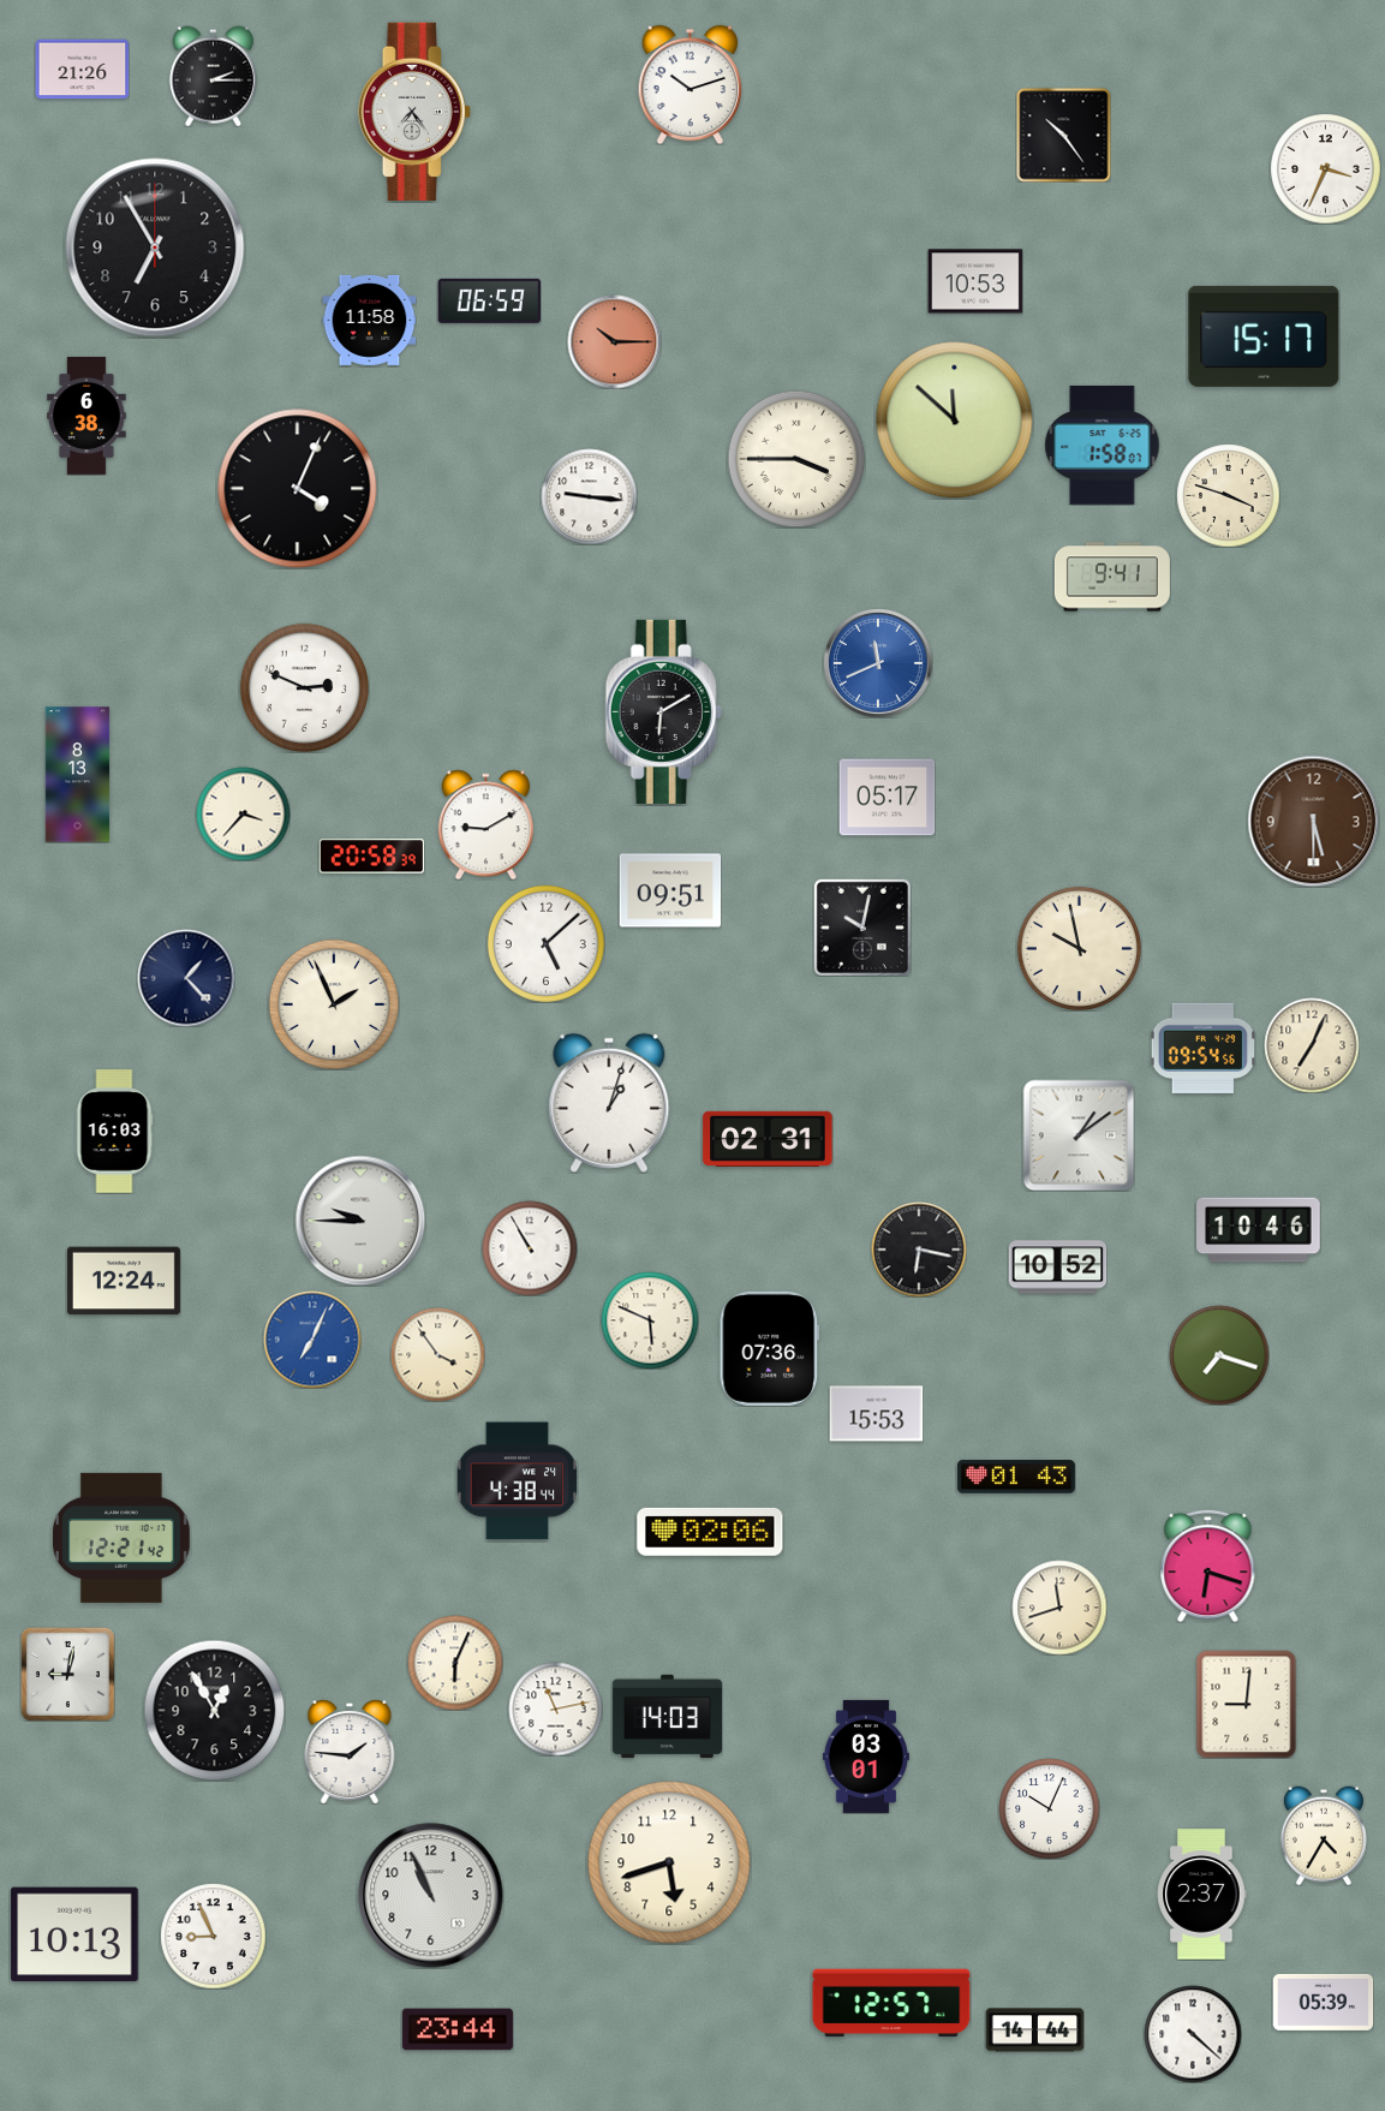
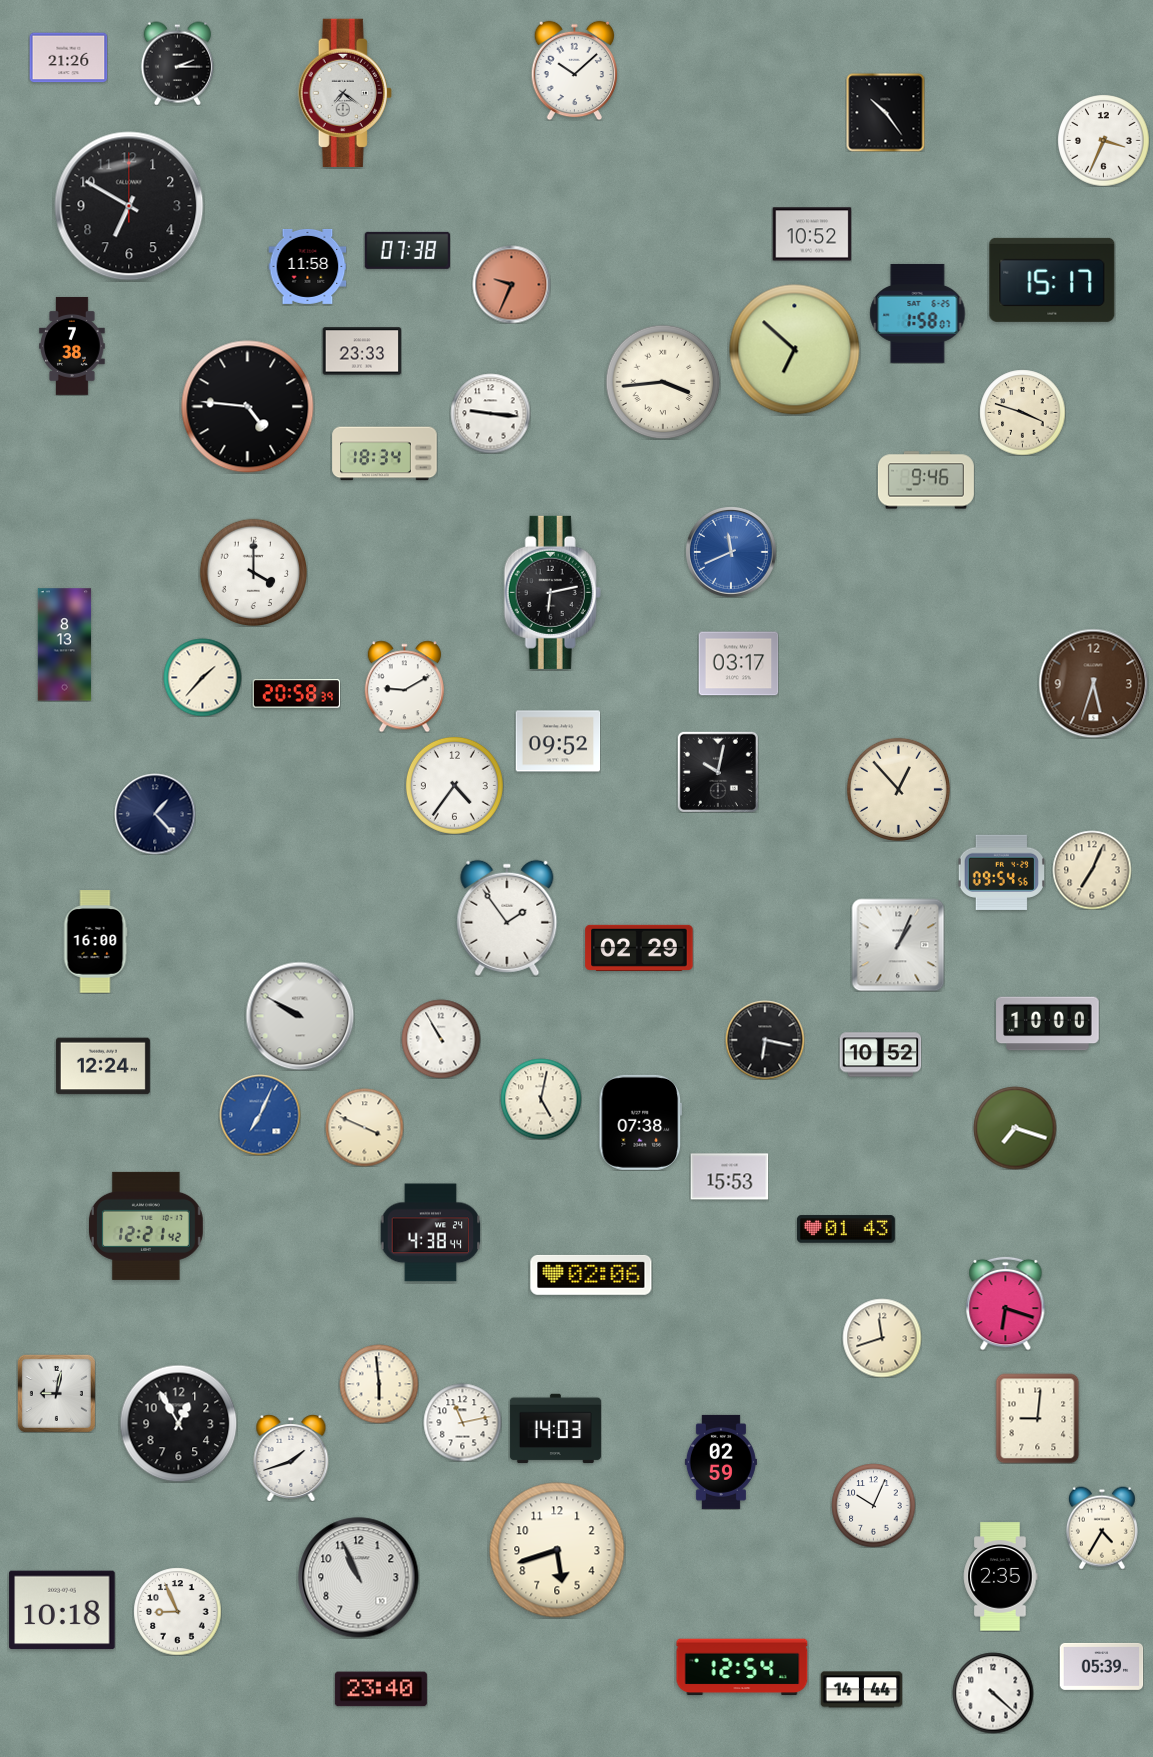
clock at (691, 84): 10:12 -> 10:08
clock at (414, 112): 7:24 -> 7:21
clock at (155, 248): 6:55 -> 6:50
clock at (975, 281): 10:53 -> 10:52
clock at (489, 300): 06:59 -> 07:38
clock at (614, 341): 10:15 -> 9:34
clock at (86, 416): 6:38 -> 7:38
clock at (955, 421): 11:52 -> 6:52
clock at (362, 351): none -> 23:33
clock at (1103, 445) position: (1103, 445) -> (918, 313)
clock at (796, 459): 3:45 -> 3:44
clock at (298, 489): 4:04 -> 4:46
clock at (385, 454): none -> 18:34
clock at (1112, 577): 9:41 -> 9:46
clock at (304, 687): 2:49 -> 4:00
clock at (663, 711): 6:10 -> 6:13
clock at (886, 798): 05:17 -> 03:17
clock at (243, 813): 3:37 -> 1:37
clock at (1313, 821): 5:30 -> 5:33
clock at (371, 857) position: (371, 857) -> (296, 694)
clock at (670, 890): 09:51 -> 09:52
clock at (545, 943): 5:08 -> 4:36
clock at (1079, 948): 9:58 -> 12:53
clock at (333, 1003): 1:56 -> none
clock at (609, 1103): 1:03 -> 1:54
clock at (114, 1132): 16:03 -> 16:00
clock at (1079, 1135): 1:09 -> 1:04
clock at (768, 1139): 02:31 -> 02:29
clock at (360, 1221): 9:45 -> 9:50
clock at (1259, 1230): 10:46 -> 10:00
clock at (650, 1320): 5:49 -> 5:02
clock at (770, 1348): 07:36 -> 07:38
clock at (437, 1354): 3:54 -> 3:49
clock at (121, 1538) position: (121, 1538) -> (146, 1226)
clock at (455, 1663): 6:04 -> 5:59
clock at (350, 1752): 1:46 -> 1:42
clock at (866, 1757): 03:01 -> 02:59
clock at (1202, 1895): 2:37 -> 2:35
clock at (74, 1934): 10:13 -> 10:18
clock at (891, 2003): 12:57 -> 12:54
clock at (458, 2029): 23:44 -> 23:40
